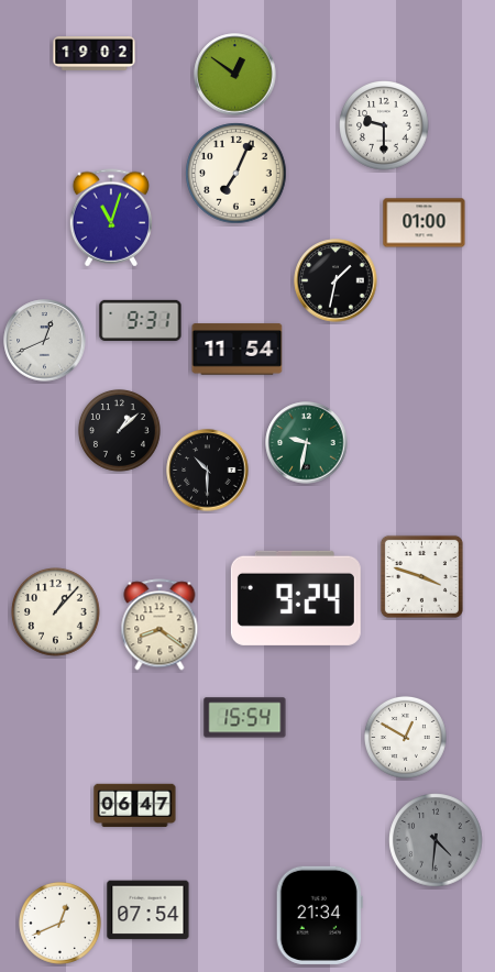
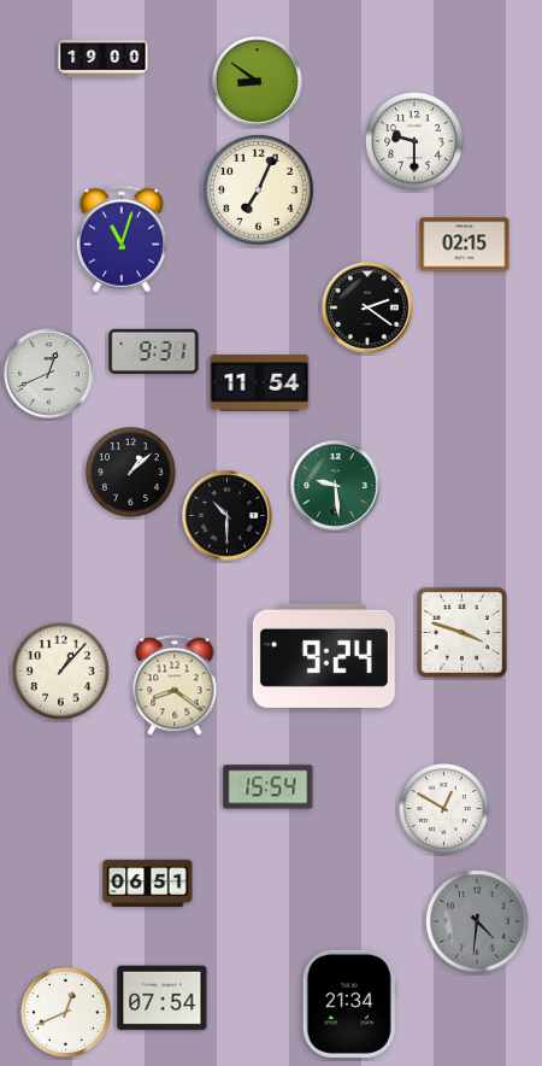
clock at (95, 54): 19:02 -> 19:00
clock at (235, 75): 12:51 -> 8:51
clock at (385, 126) position: (385, 126) -> (416, 142)
clock at (425, 223): 01:00 -> 02:15
clock at (335, 280): 1:32 -> 2:21
clock at (307, 443): 9:32 -> 9:29
clock at (135, 805): 06:47 -> 06:51
